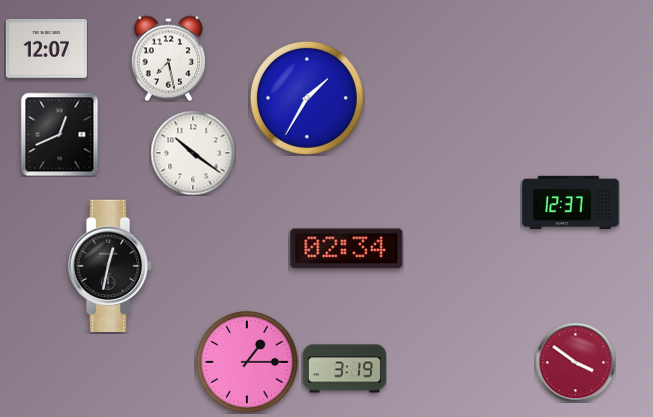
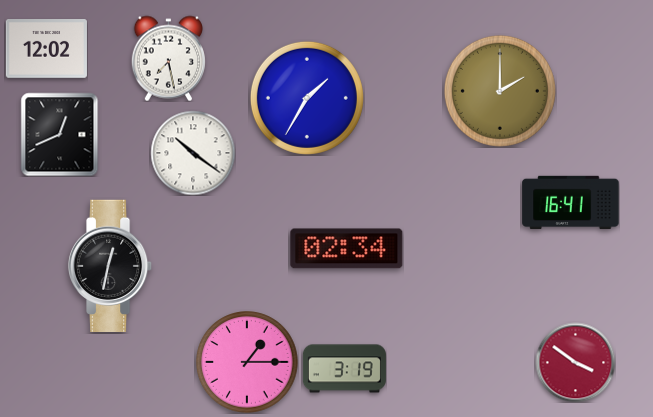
clock at (46, 49): 12:07 -> 12:02
clock at (500, 91): none -> 2:00
clock at (571, 203): 12:37 -> 16:41
